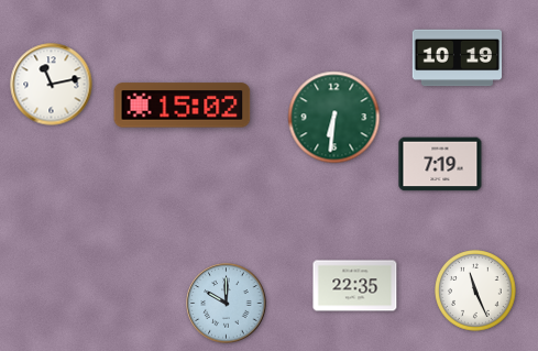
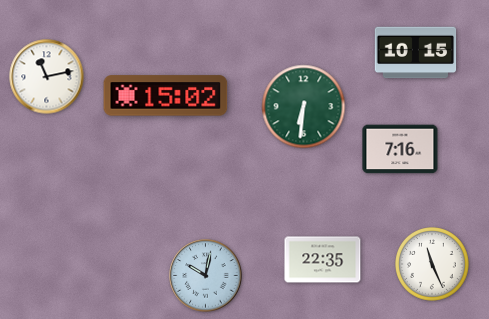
clock at (458, 58): 10:19 -> 10:15
clock at (440, 164): 7:19 -> 7:16
clock at (227, 304): 10:00 -> 10:02
